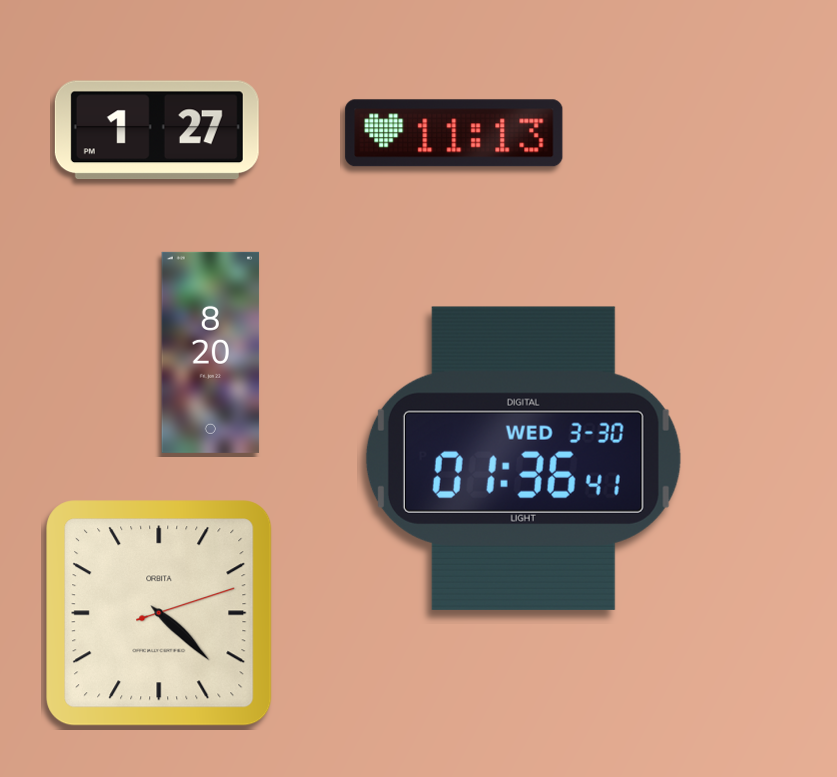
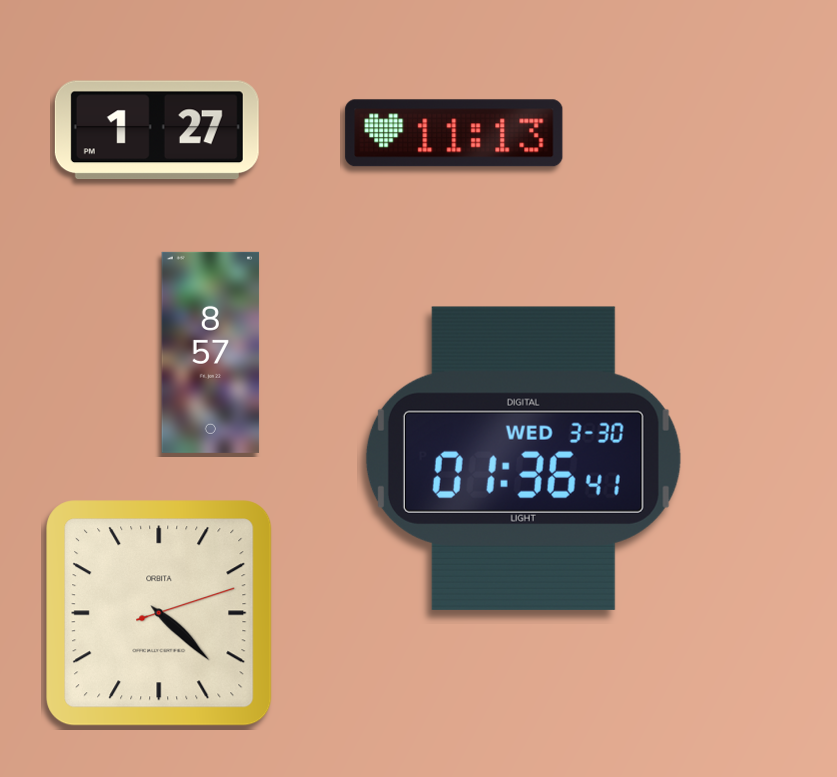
clock at (211, 352): 8:20 -> 8:57
